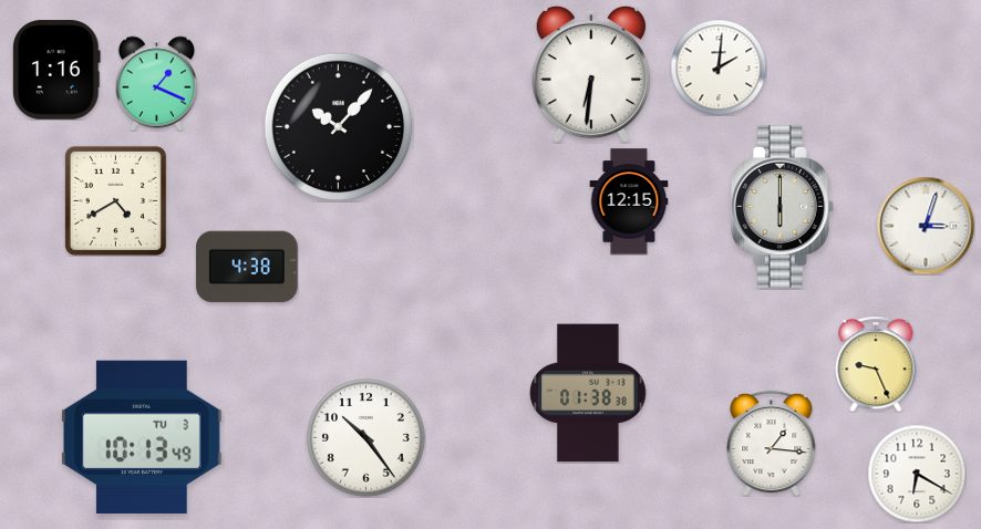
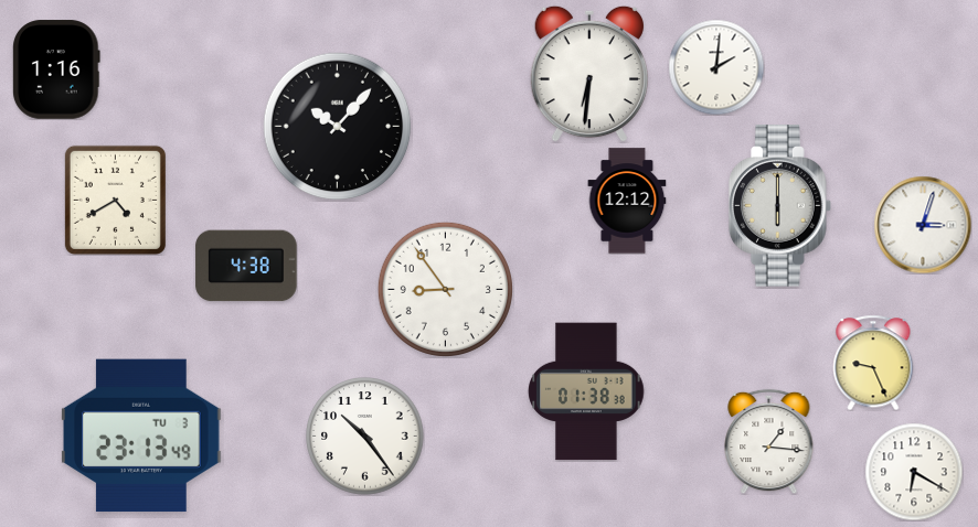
clock at (156, 83): 1:19 -> none
clock at (629, 201): 12:15 -> 12:12
clock at (445, 289): none -> 8:54
clock at (143, 437): 10:13 -> 23:13
